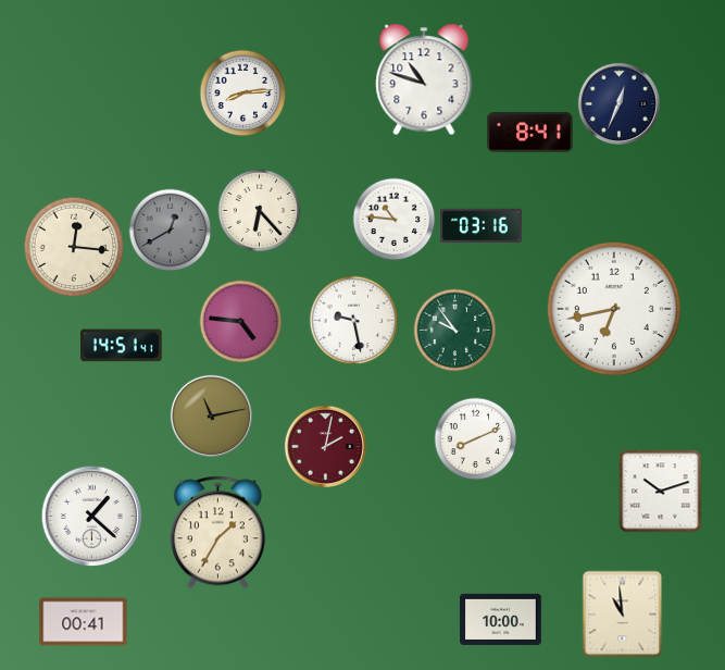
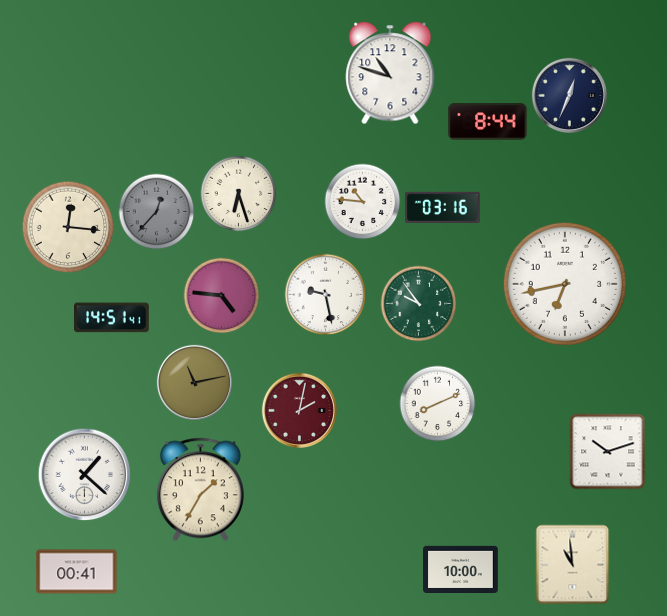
clock at (243, 94): 8:14 -> none
clock at (530, 133): 8:41 -> 8:44
clock at (260, 211): 6:23 -> 6:27
clock at (171, 231): 12:40 -> 12:37
